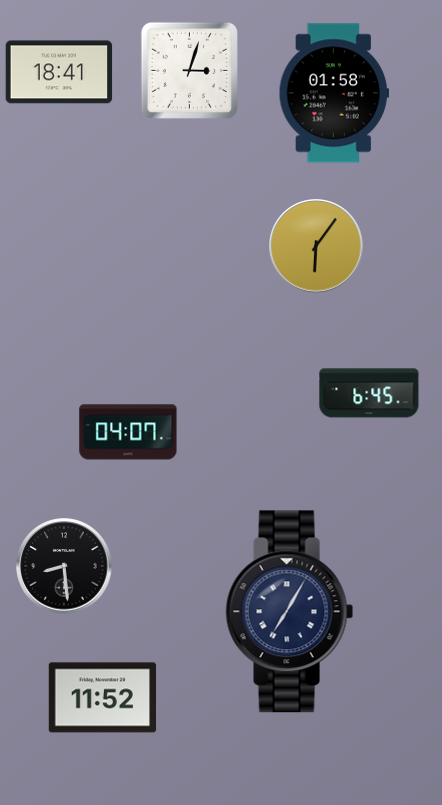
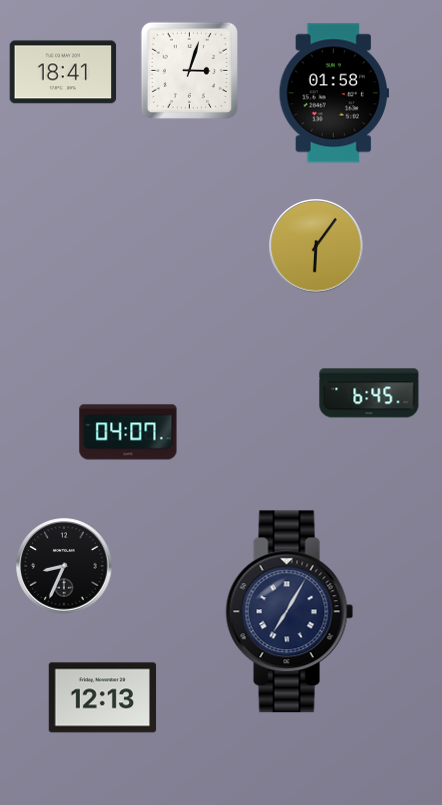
clock at (59, 72) position: (59, 72) -> (63, 72)
clock at (64, 566): 8:29 -> 8:34
clock at (103, 698): 11:52 -> 12:13
